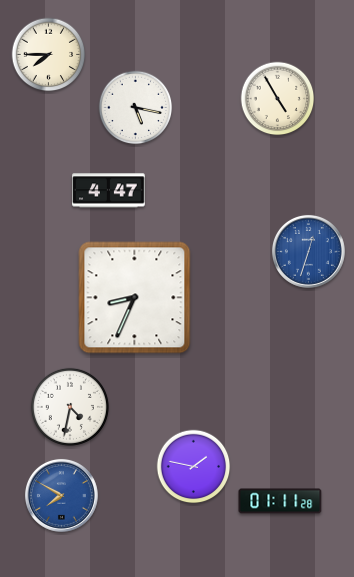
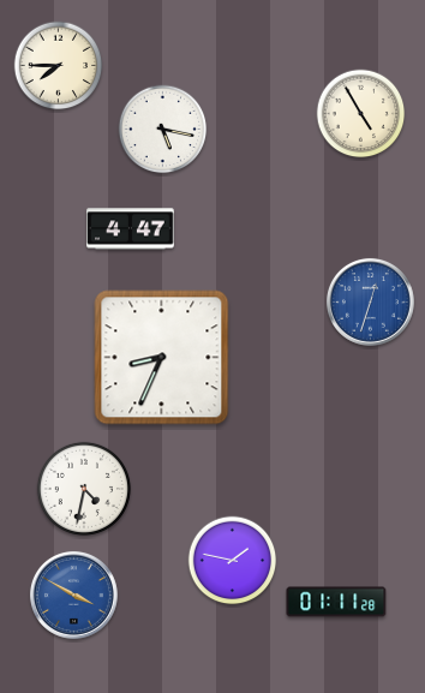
clock at (278, 99) position: (278, 99) -> (361, 114)
clock at (61, 495): 7:50 -> 3:50
